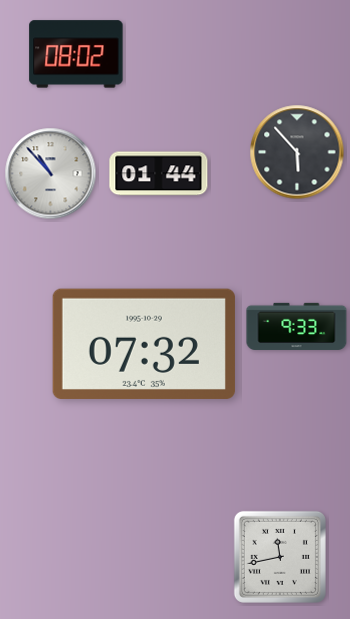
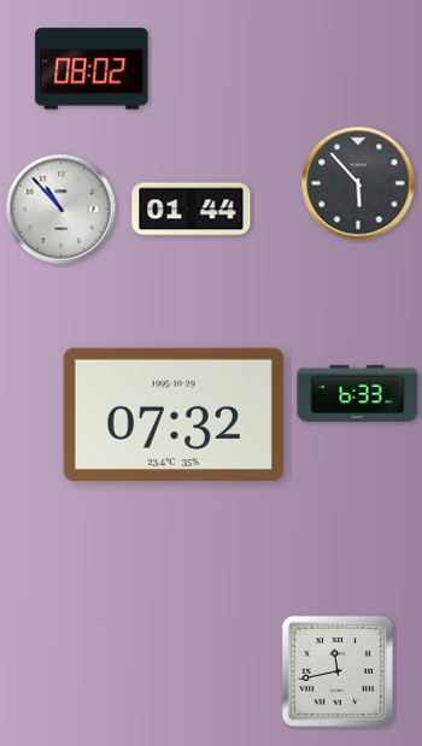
clock at (76, 54) position: (76, 54) -> (92, 69)
clock at (297, 326): 9:33 -> 6:33
